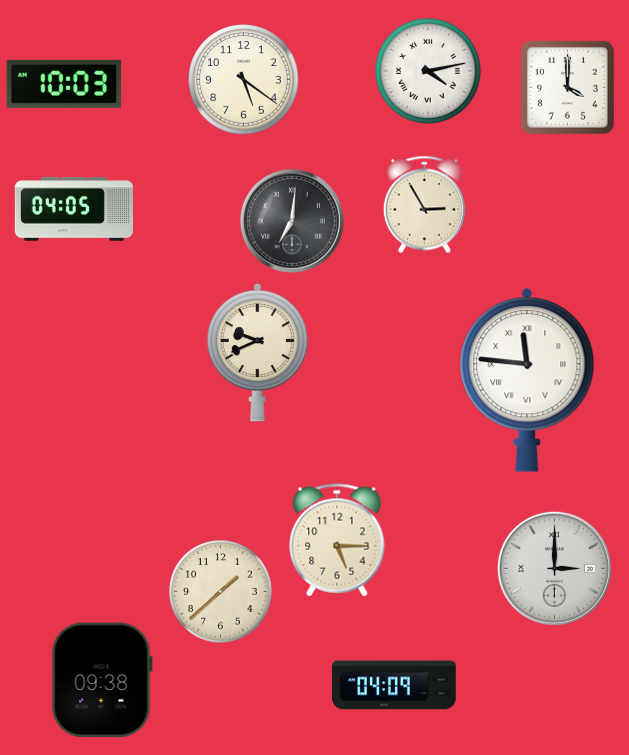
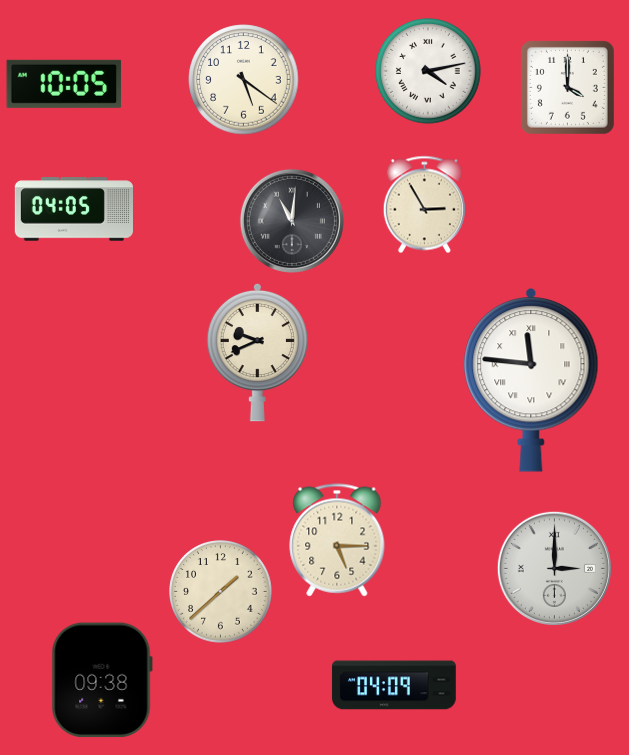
clock at (64, 84): 10:03 -> 10:05
clock at (292, 221): 7:01 -> 11:01
clock at (527, 381) position: (527, 381) -> (531, 381)
